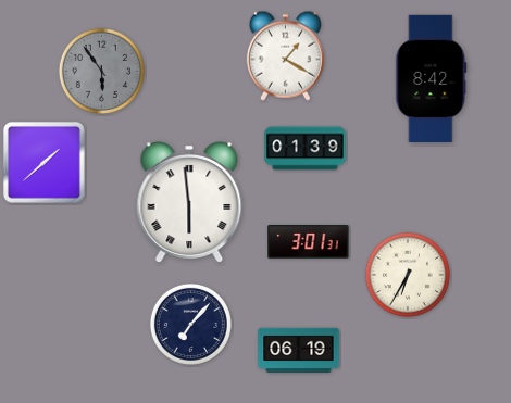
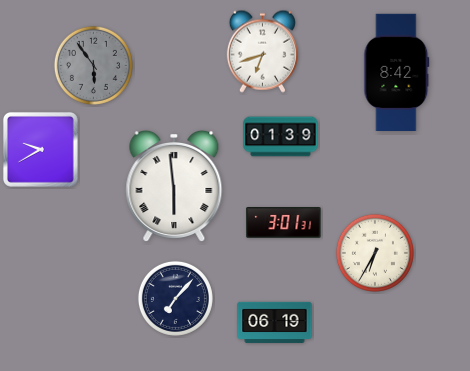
clock at (285, 55): 1:20 -> 6:42
clock at (43, 162): 1:38 -> 9:40
